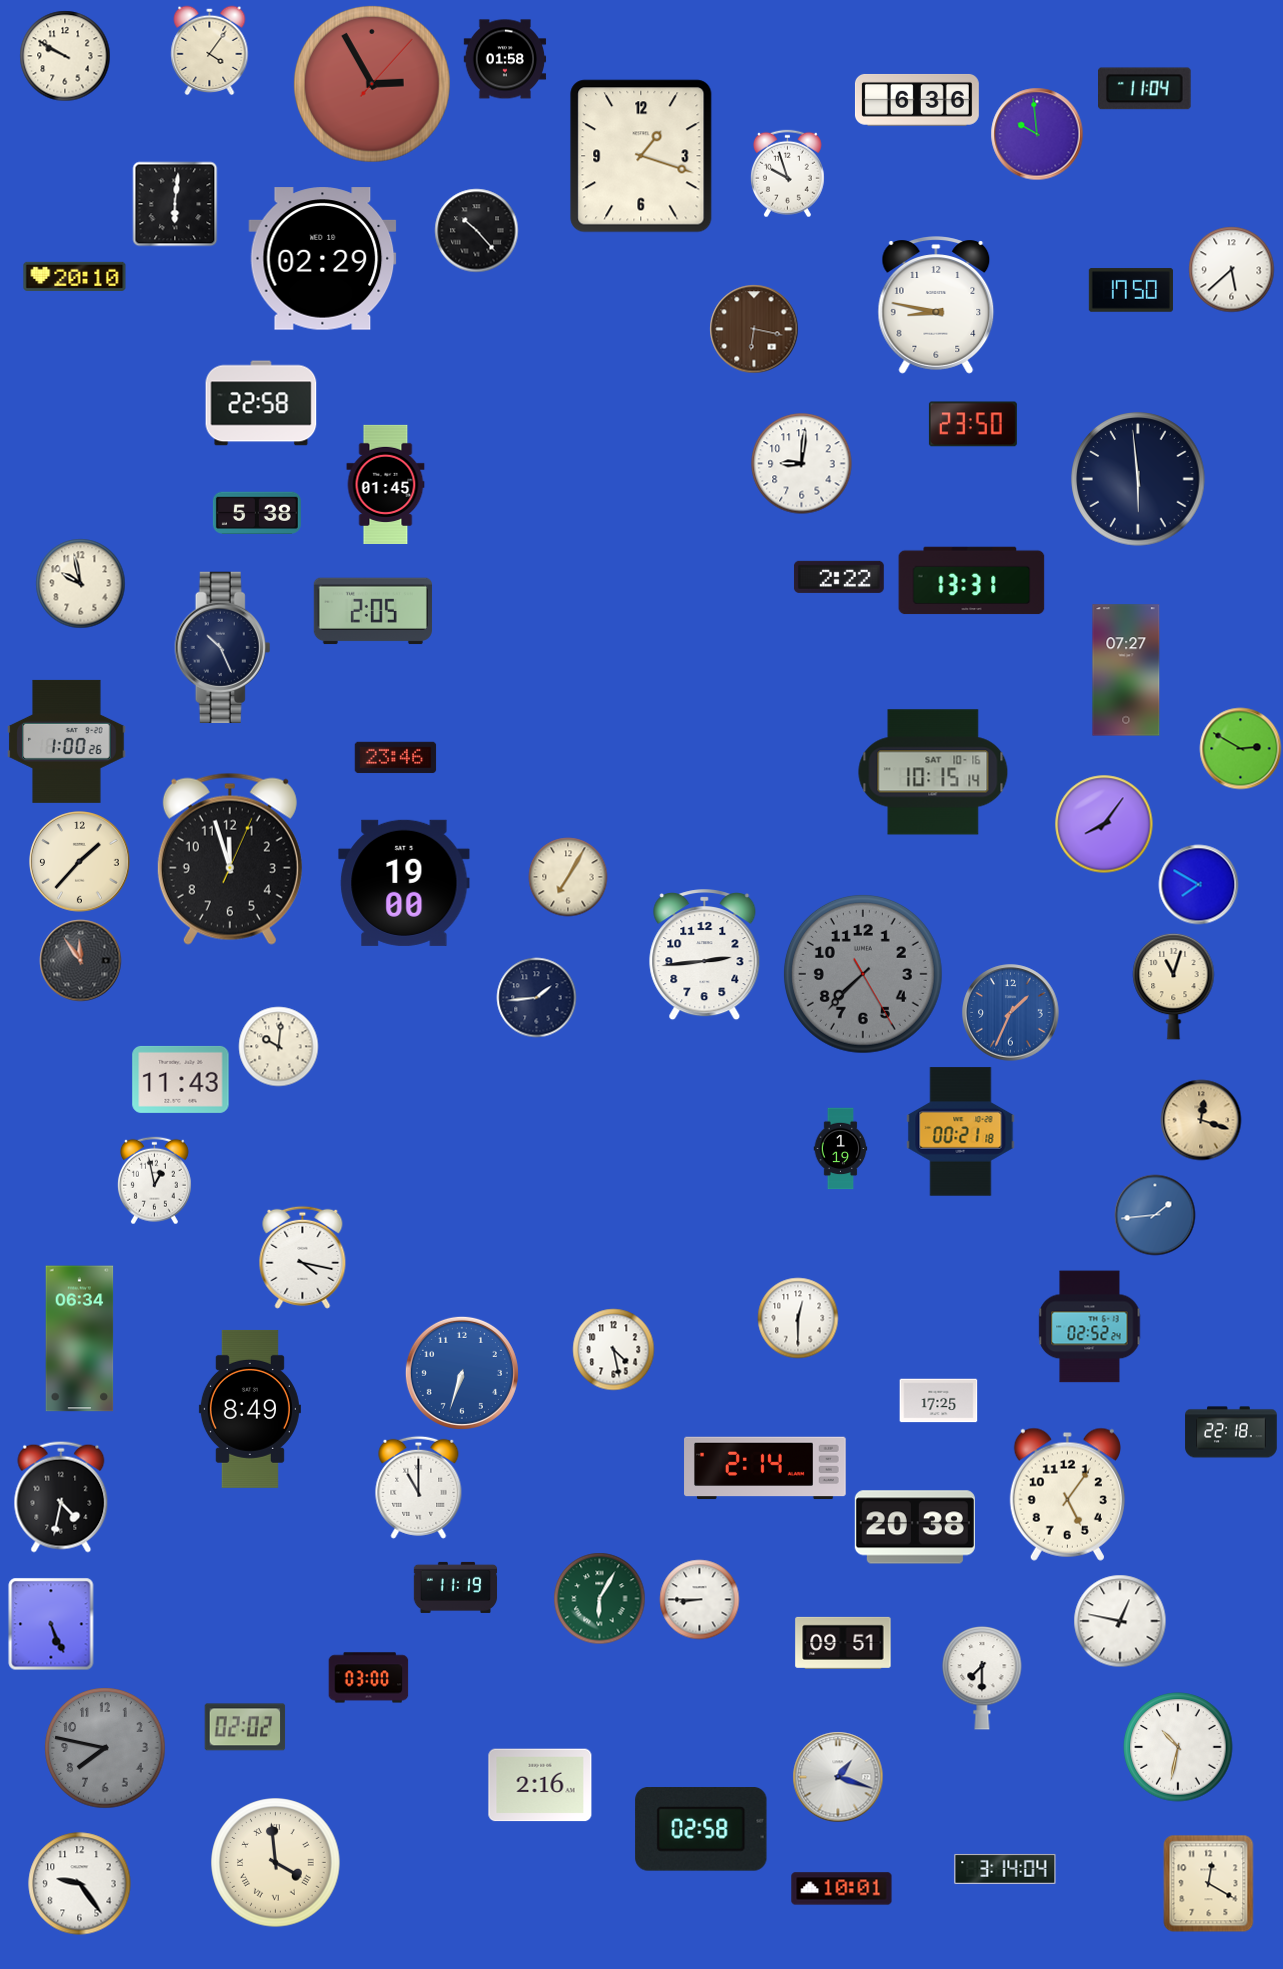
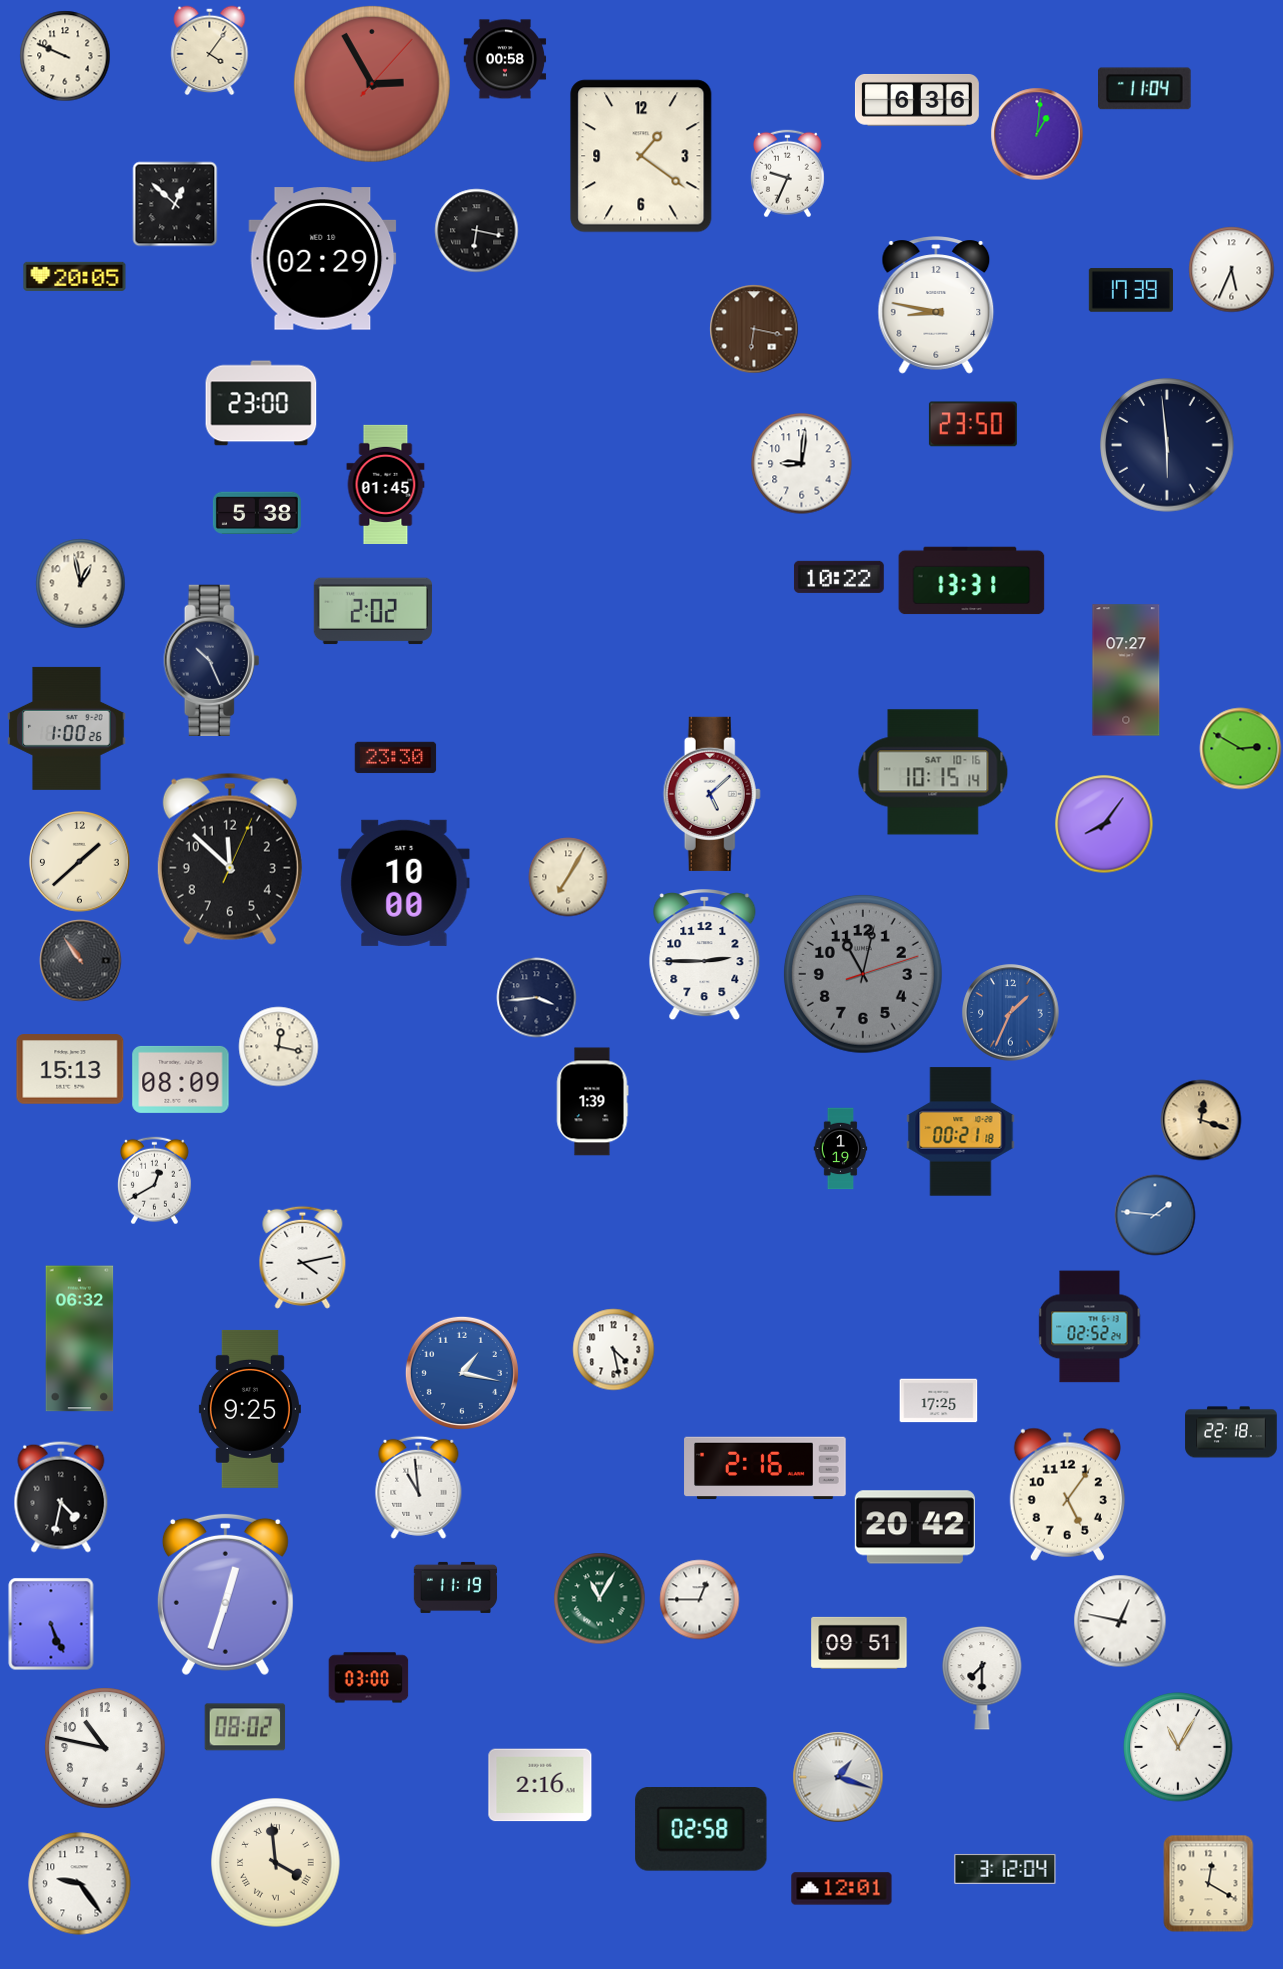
clock at (65, 56): 9:50 -> 9:49
clock at (505, 59): 01:58 -> 00:58
clock at (1037, 134): 9:59 -> 1:01
clock at (641, 156): 1:18 -> 1:21
clock at (787, 174): 9:57 -> 9:34
clock at (175, 204): 6:01 -> 12:52
clock at (477, 231): 10:23 -> 6:17
clock at (1232, 270): 5:38 -> 5:34
clock at (75, 276): 20:10 -> 20:05
clock at (1131, 290): 17:50 -> 17:39
clock at (261, 403): 22:58 -> 23:00
clock at (1138, 479) position: (1138, 479) -> (1167, 445)
clock at (839, 577): 2:22 -> 10:22
clock at (81, 584): 9:58 -> 12:58
clock at (373, 611): 2:05 -> 2:02
clock at (223, 647) position: (223, 647) -> (212, 660)
clock at (67, 741) position: (67, 741) -> (67, 728)
clock at (396, 758): 23:46 -> 23:30
clock at (712, 794): none -> 5:08
clock at (230, 859): 11:57 -> 11:52
clock at (80, 862): 1:37 -> 1:38
clock at (404, 883): 19:00 -> 10:00
clock at (1199, 885): 7:50 -> none
clock at (705, 955): 2:44 -> 2:45
clock at (81, 961): 11:54 -> 10:54
clock at (863, 974): 7:37 -> 11:02
clock at (1174, 986): 11:03 -> none
clock at (537, 998): 1:44 -> 3:44
clock at (279, 1047): 10:01 -> 12:17
clock at (70, 1069): none -> 15:13
clock at (181, 1079): 11:43 -> 08:09
clock at (592, 1102): none -> 1:39
clock at (154, 1181): 12:58 -> 12:40
clock at (1155, 1215): 1:44 -> 1:46
clock at (303, 1257): 4:17 -> 4:13
clock at (798, 1318): 12:30 -> none
clock at (80, 1339): 06:34 -> 06:32
clock at (462, 1373): 6:33 -> 1:17
clock at (250, 1409): 8:49 -> 9:25
clock at (765, 1468): 2:14 -> 2:16
clock at (419, 1487): 11:00 -> 10:59
clock at (915, 1527): 20:38 -> 20:42
clock at (225, 1594): none -> 12:33
clock at (600, 1599): 6:05 -> 11:05
clock at (700, 1600): 8:45 -> 12:45
clock at (843, 1643) position: (843, 1643) -> (859, 1643)
clock at (245, 1727): 02:02 -> 08:02
clock at (1178, 1747): 10:32 -> 11:05
clock at (105, 1748): 7:47 -> 10:47
clock at (105, 1748) dial: grey -> white
clock at (1005, 1869): 3:14 -> 3:12
clock at (842, 1889): 10:01 -> 12:01
